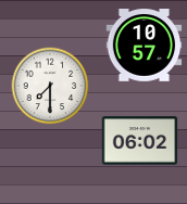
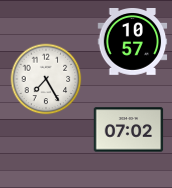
clock at (50, 86): 7:30 -> 7:25
clock at (140, 141): 06:02 -> 07:02
